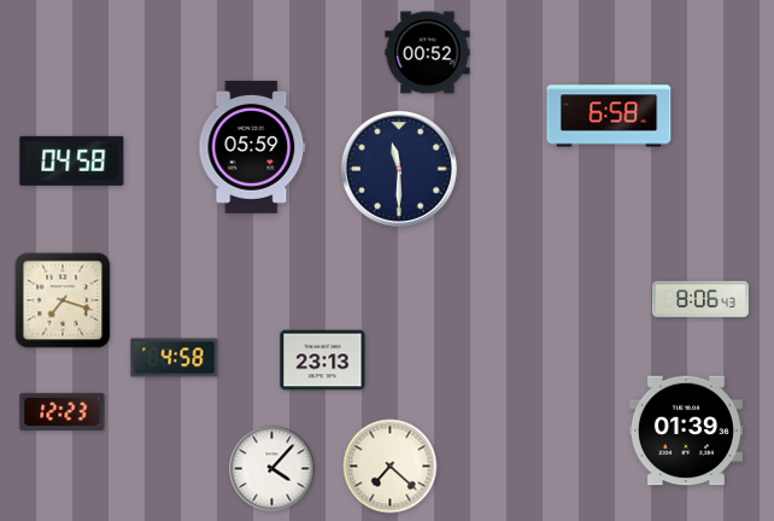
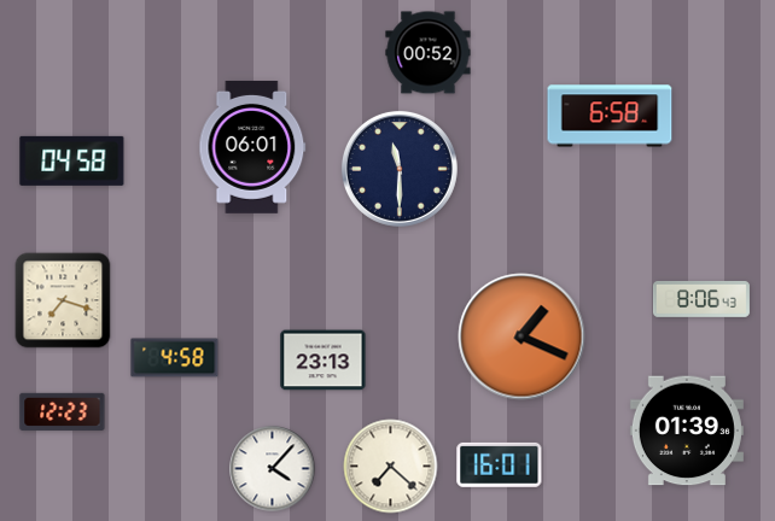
clock at (252, 147): 05:59 -> 06:01
clock at (521, 336): none -> 1:19
clock at (500, 464): none -> 16:01
